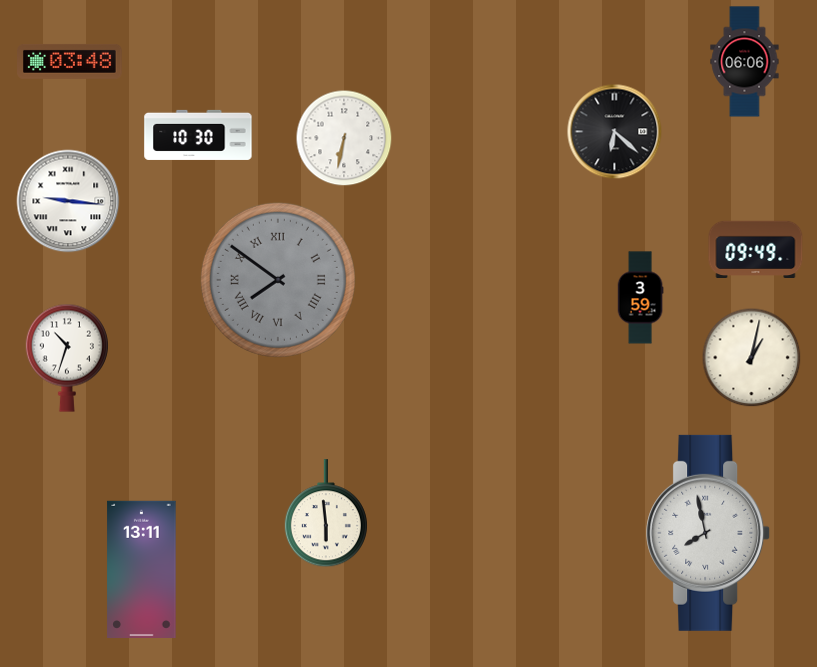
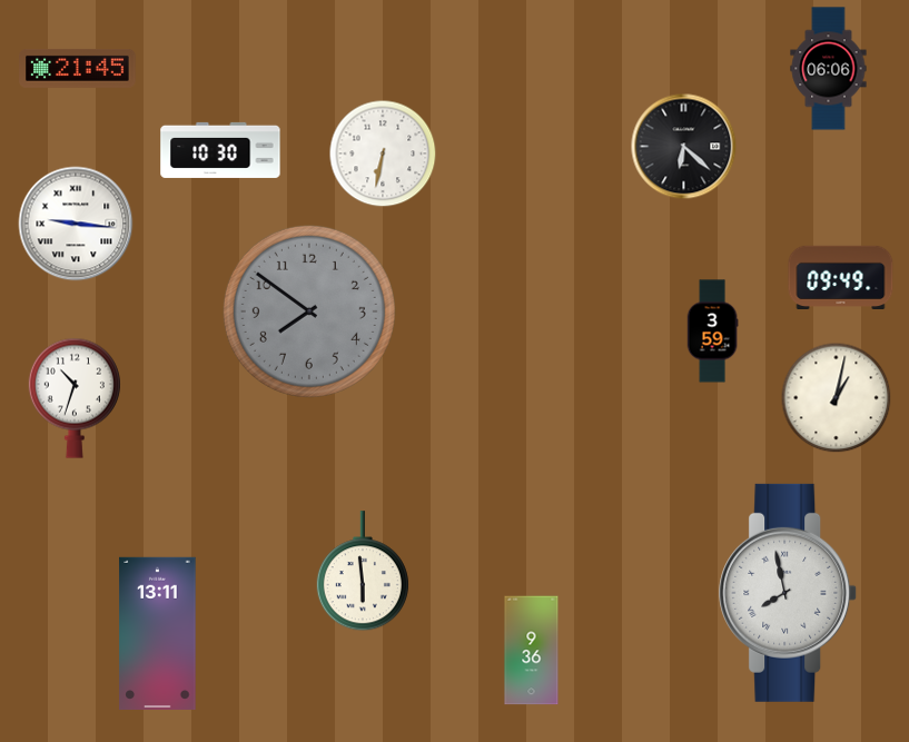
clock at (70, 61): 03:48 -> 21:45
clock at (278, 280) numerals: Roman -> Arabic
clock at (532, 651): none -> 9:36
